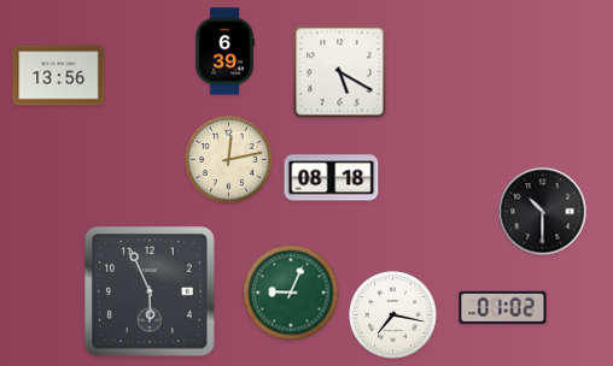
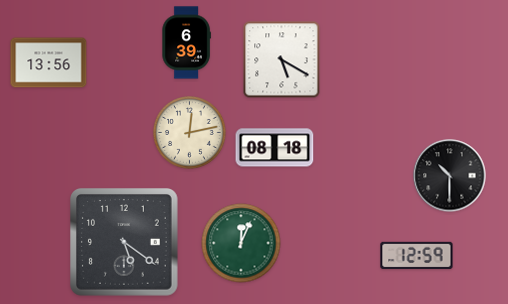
clock at (151, 293): 5:56 -> 5:21
clock at (291, 293): 9:04 -> 12:04
clock at (503, 308): 01:02 -> 12:59
clock at (393, 315): 7:17 -> none
